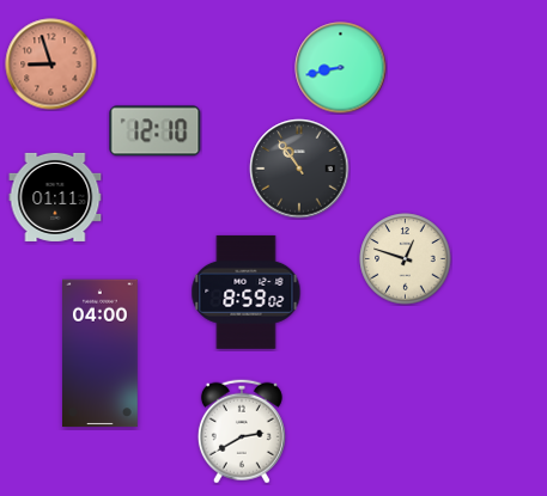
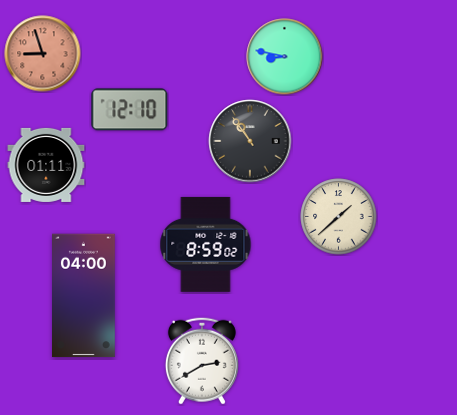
clock at (341, 68): 8:43 -> 8:47
clock at (406, 259): 12:48 -> 1:38
